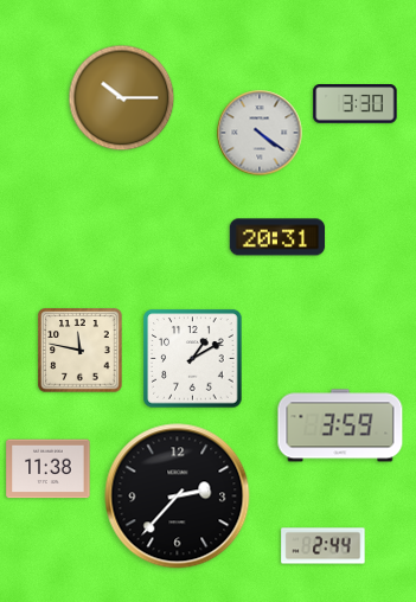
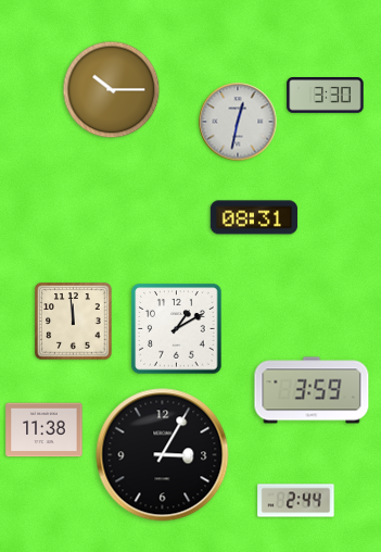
clock at (260, 133): 4:21 -> 12:32
clock at (277, 237): 20:31 -> 08:31
clock at (81, 351): 11:47 -> 11:59
clock at (178, 497): 2:37 -> 3:05
